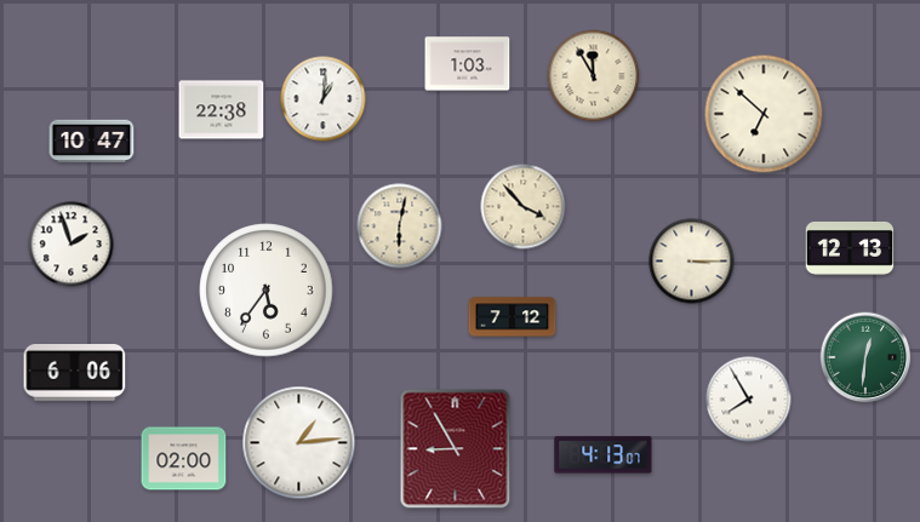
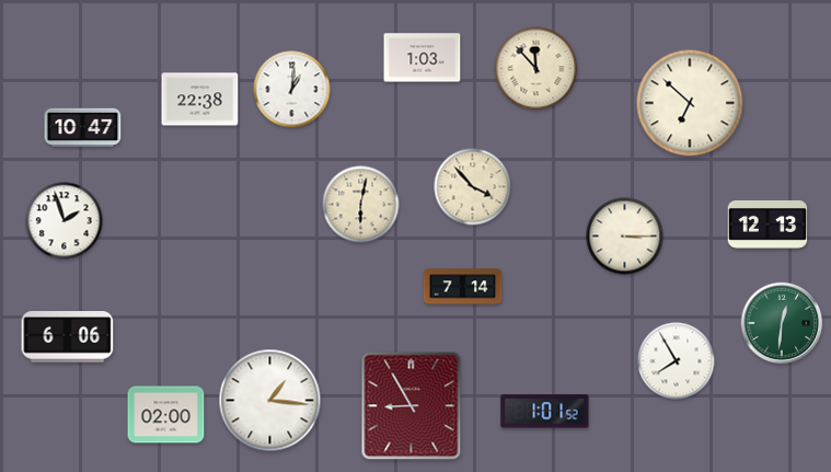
clock at (594, 76): 11:55 -> 11:53
clock at (267, 291): 5:36 -> none
clock at (513, 317): 7:12 -> 7:14
clock at (299, 443): 1:14 -> 1:16
clock at (604, 455): 4:13 -> 1:01
